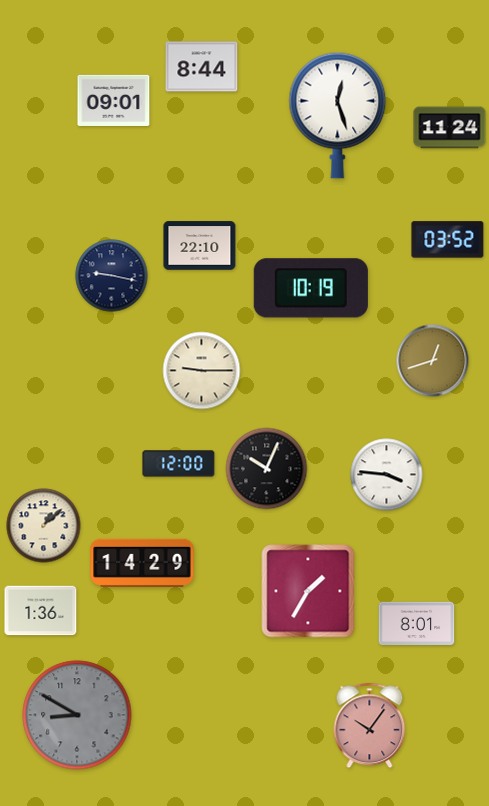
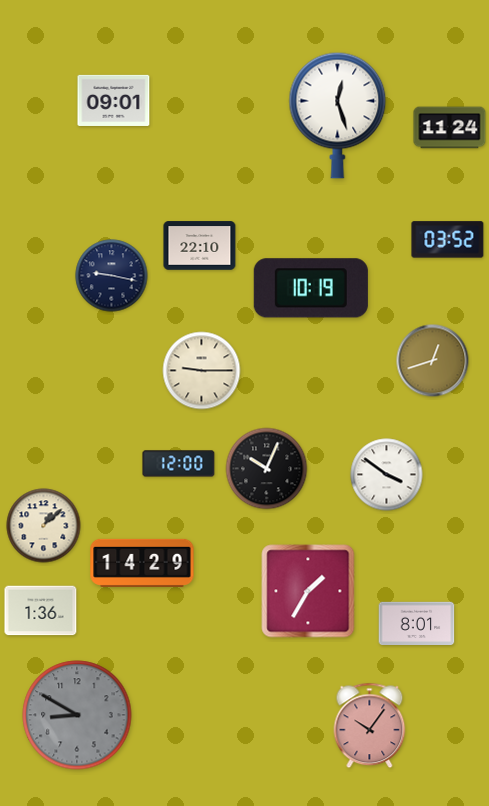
clock at (202, 67): 8:44 -> none
clock at (387, 475): 3:46 -> 3:51
